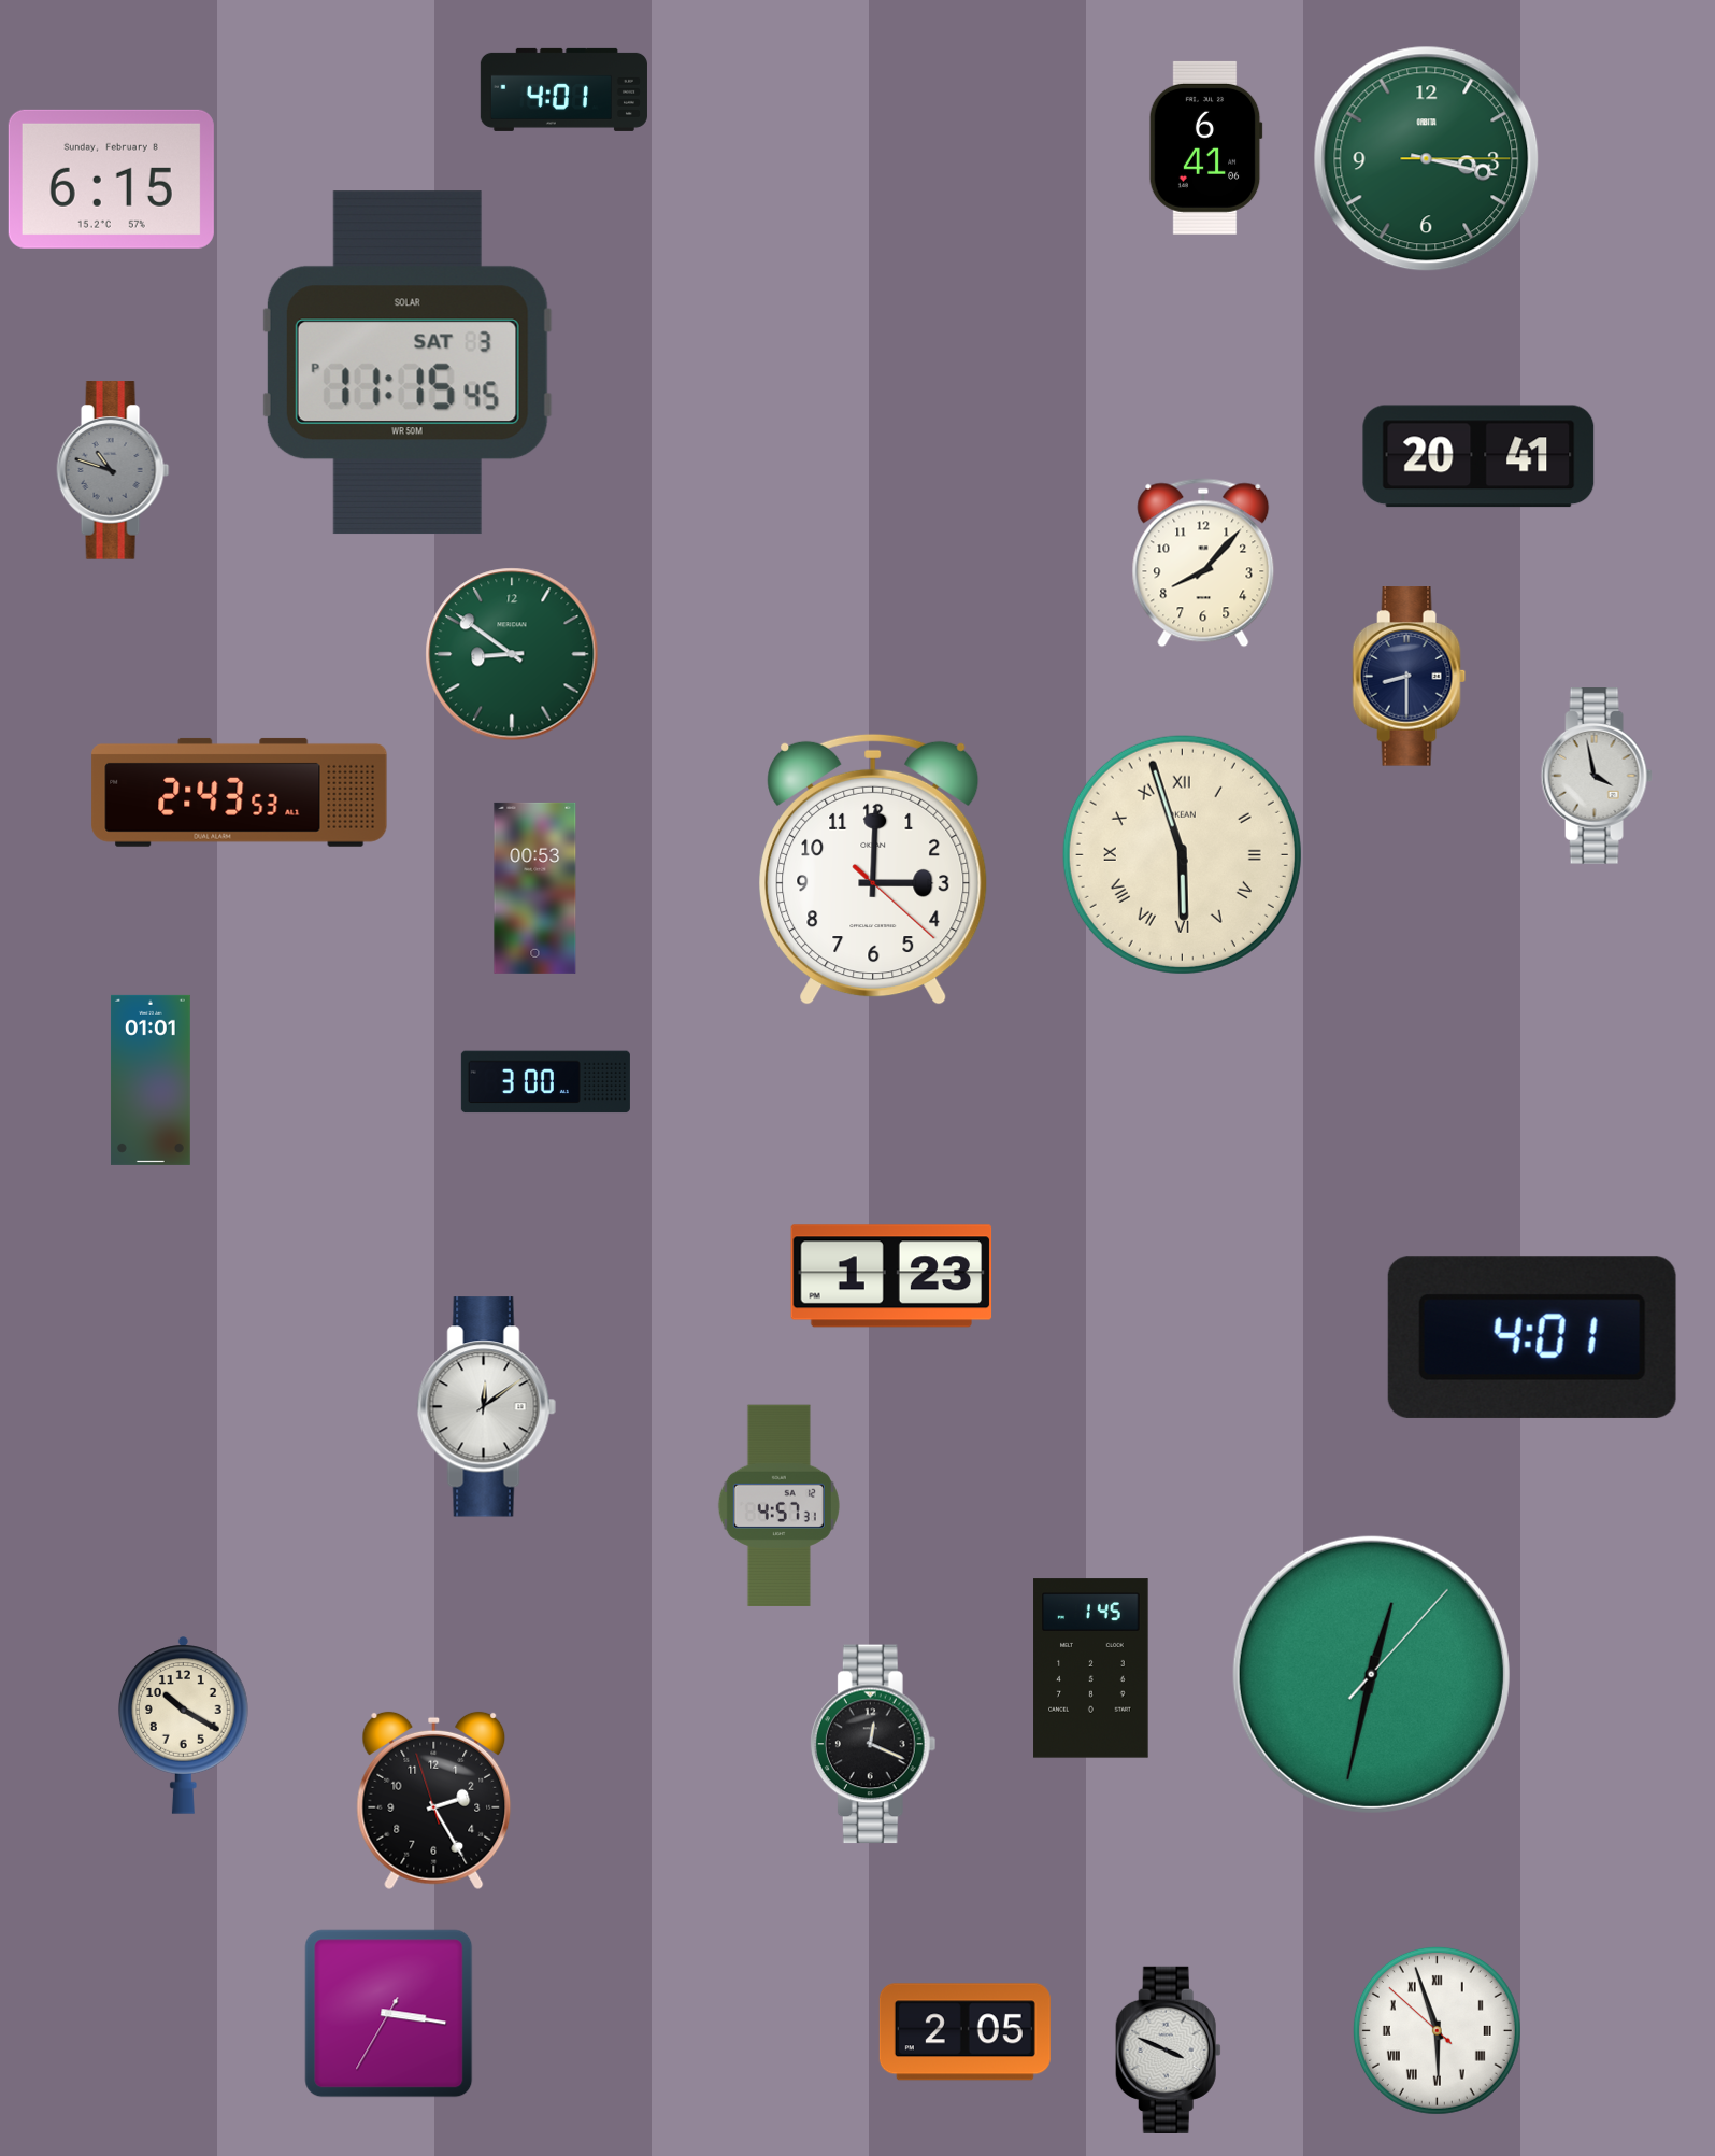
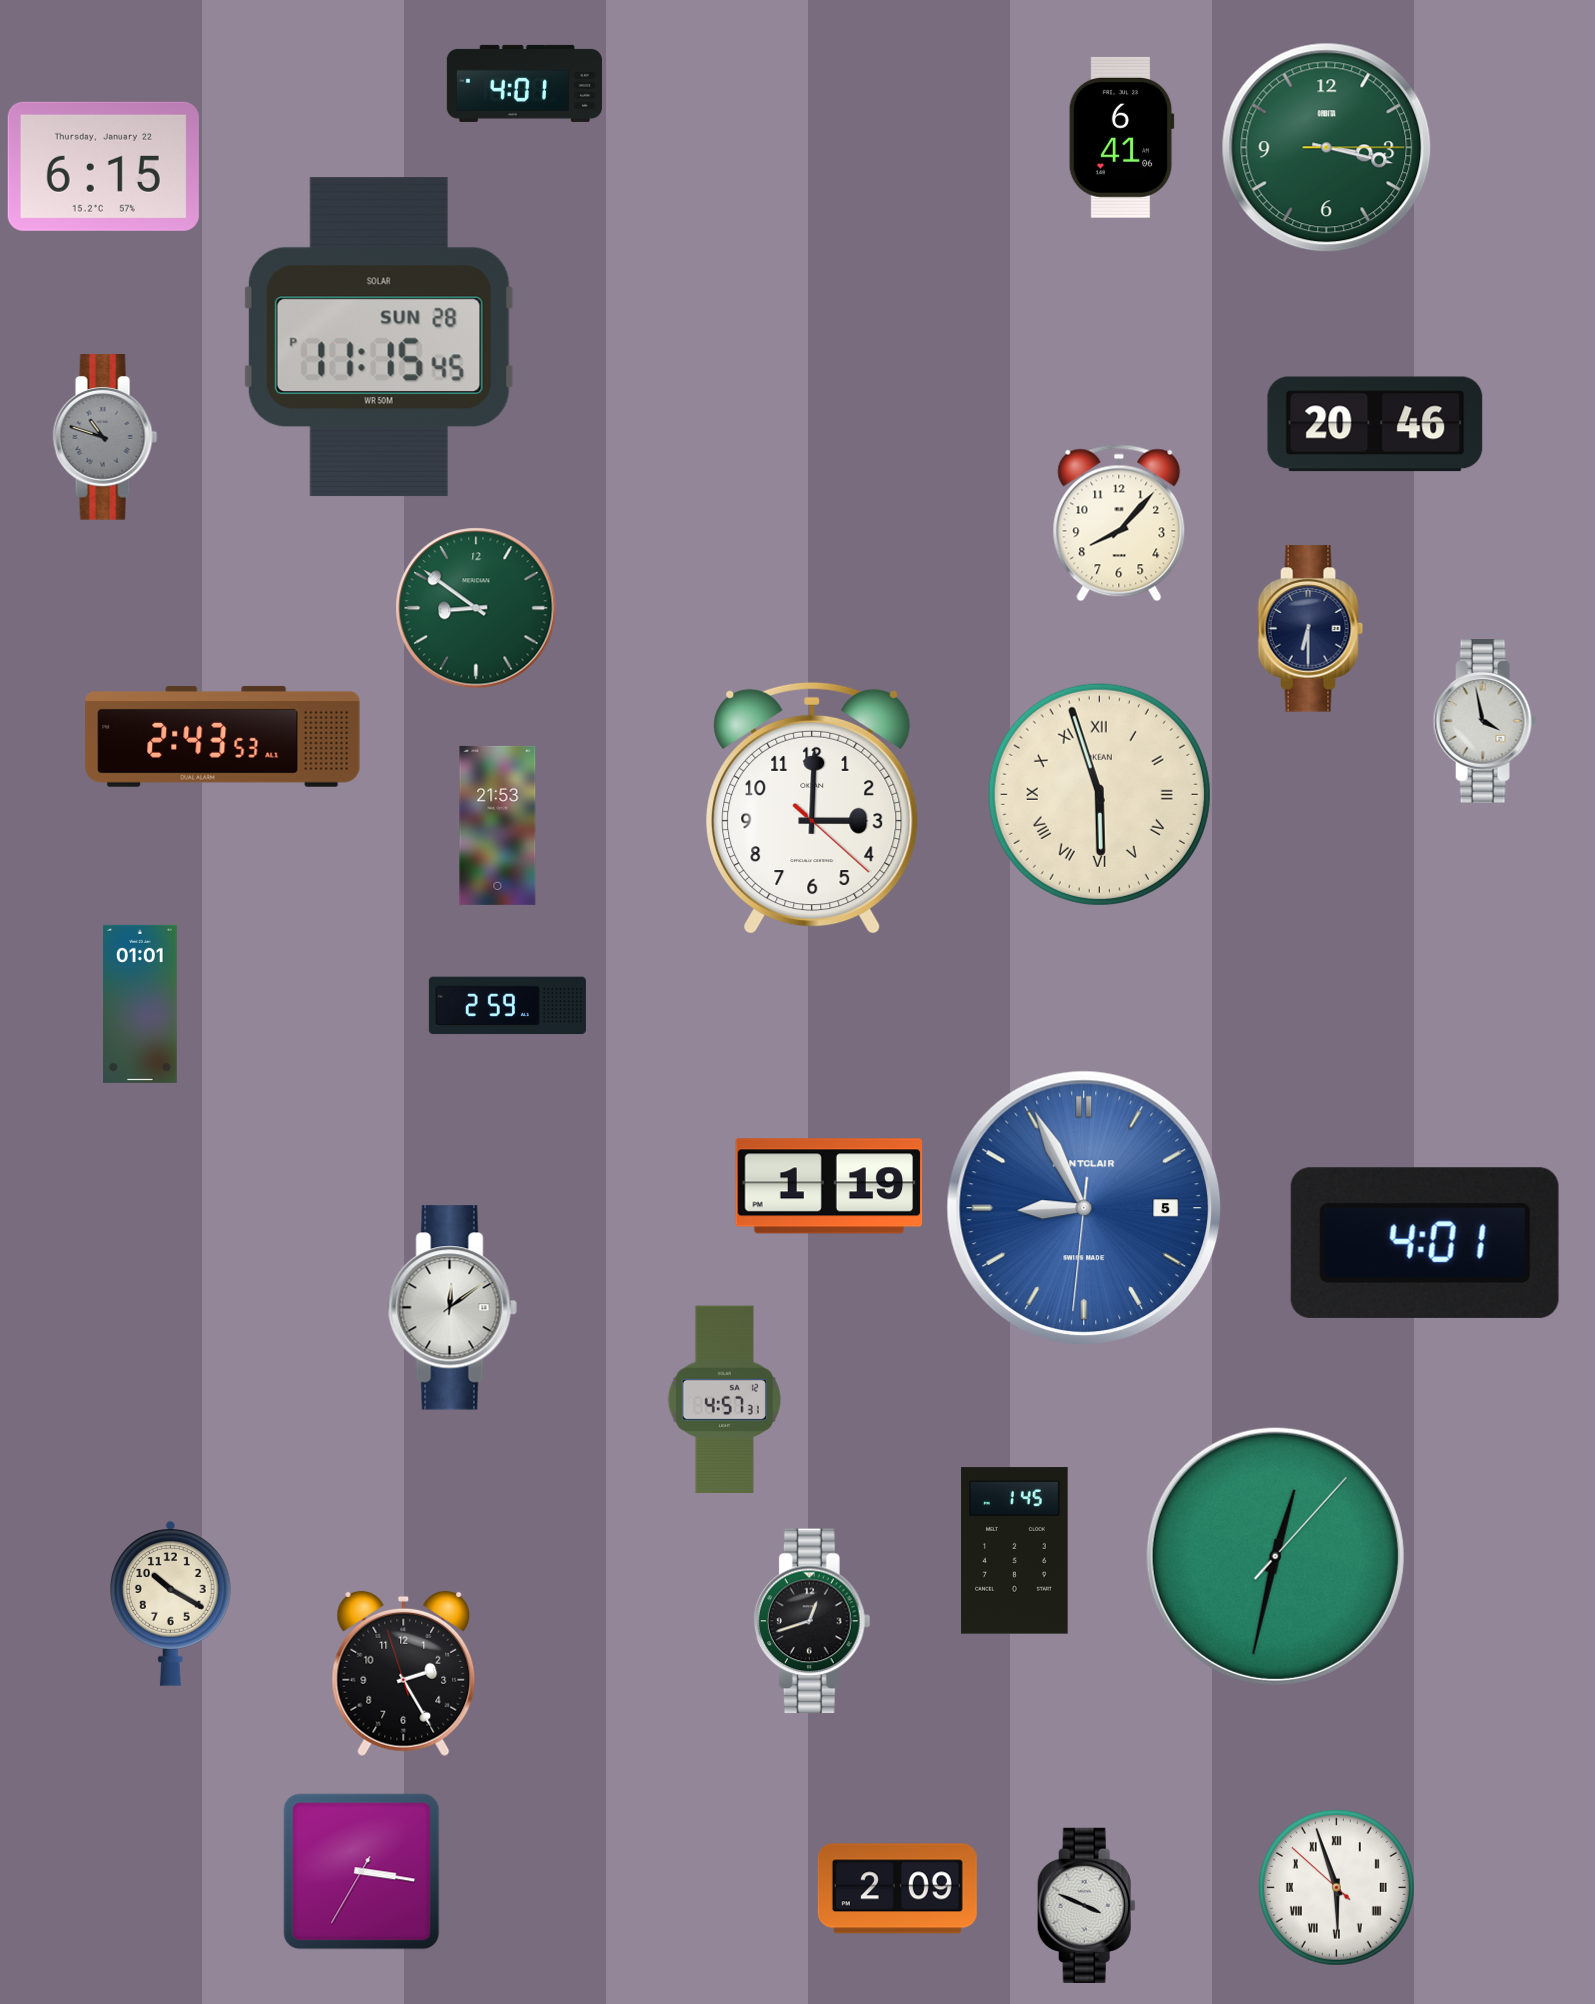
clock at (111, 179) date: Sunday, February 8 -> Thursday, January 22
clock at (408, 363) date: SAT 3 -> SUN 28
clock at (1478, 456): 20:41 -> 20:46
clock at (1410, 677): 8:30 -> 6:30
clock at (535, 888): 00:53 -> 21:53
clock at (545, 1082): 3:00 -> 2:59
clock at (891, 1276): 1:23 -> 1:19
clock at (1084, 1208): none -> 8:55
clock at (873, 1744): 12:19 -> 12:42
clock at (964, 2032): 2:05 -> 2:09
